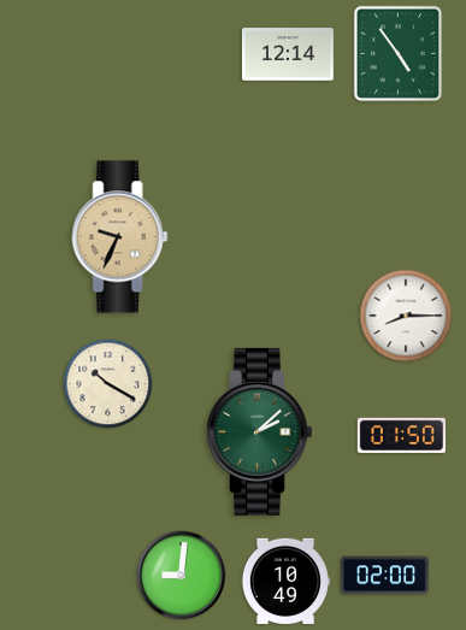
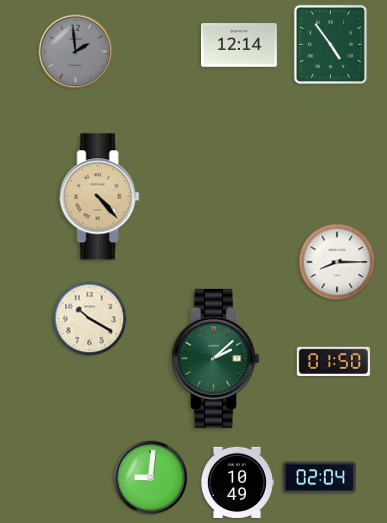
clock at (76, 52): none -> 1:59
clock at (120, 237): 9:34 -> 4:23
clock at (384, 576): 02:00 -> 02:04
